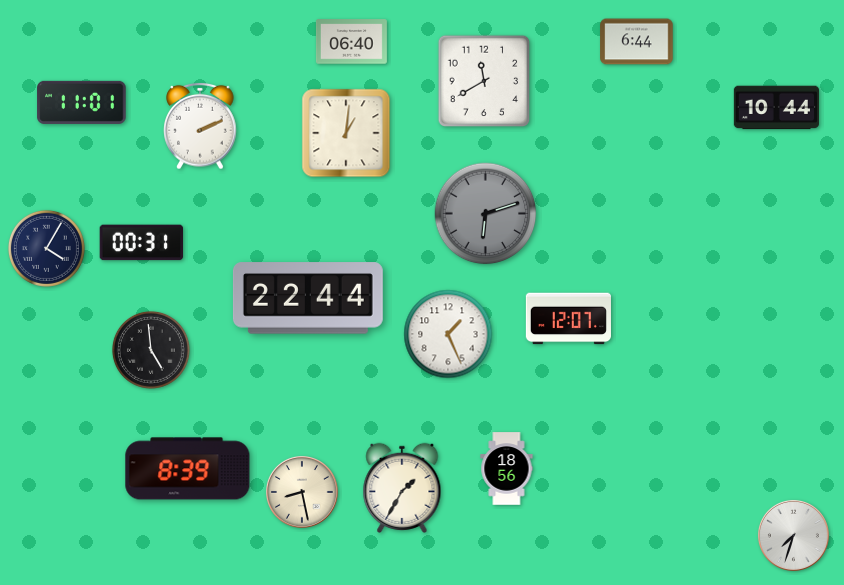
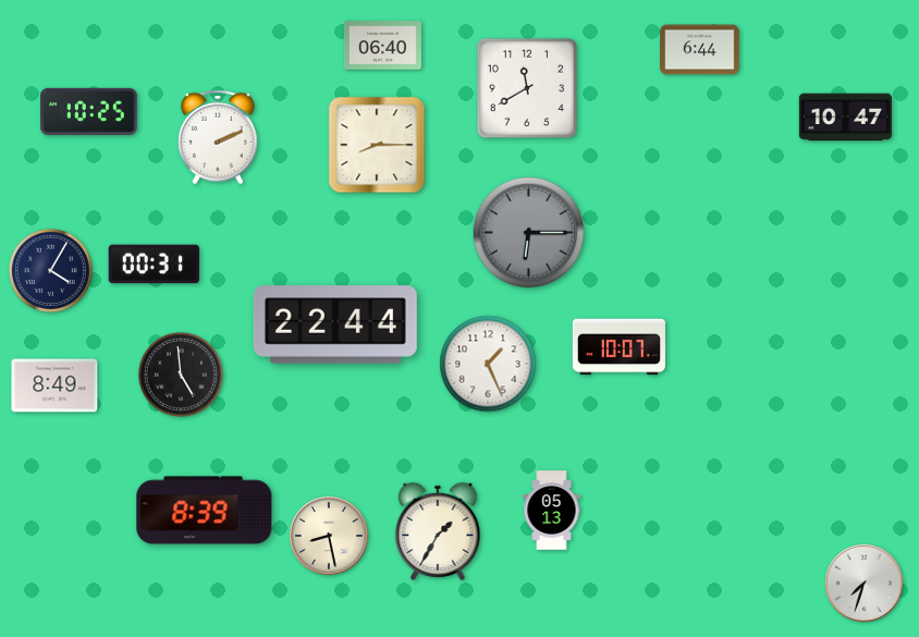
clock at (637, 42) position: (637, 42) -> (700, 50)
clock at (82, 102): 11:01 -> 10:25
clock at (776, 108): 10:44 -> 10:47
clock at (346, 133): 1:01 -> 8:15
clock at (486, 214): 6:12 -> 6:15
clock at (568, 319): 12:07 -> 10:07
clock at (151, 350) position: (151, 350) -> (181, 375)
clock at (54, 385): none -> 8:49
clock at (507, 469): 18:56 -> 05:13
